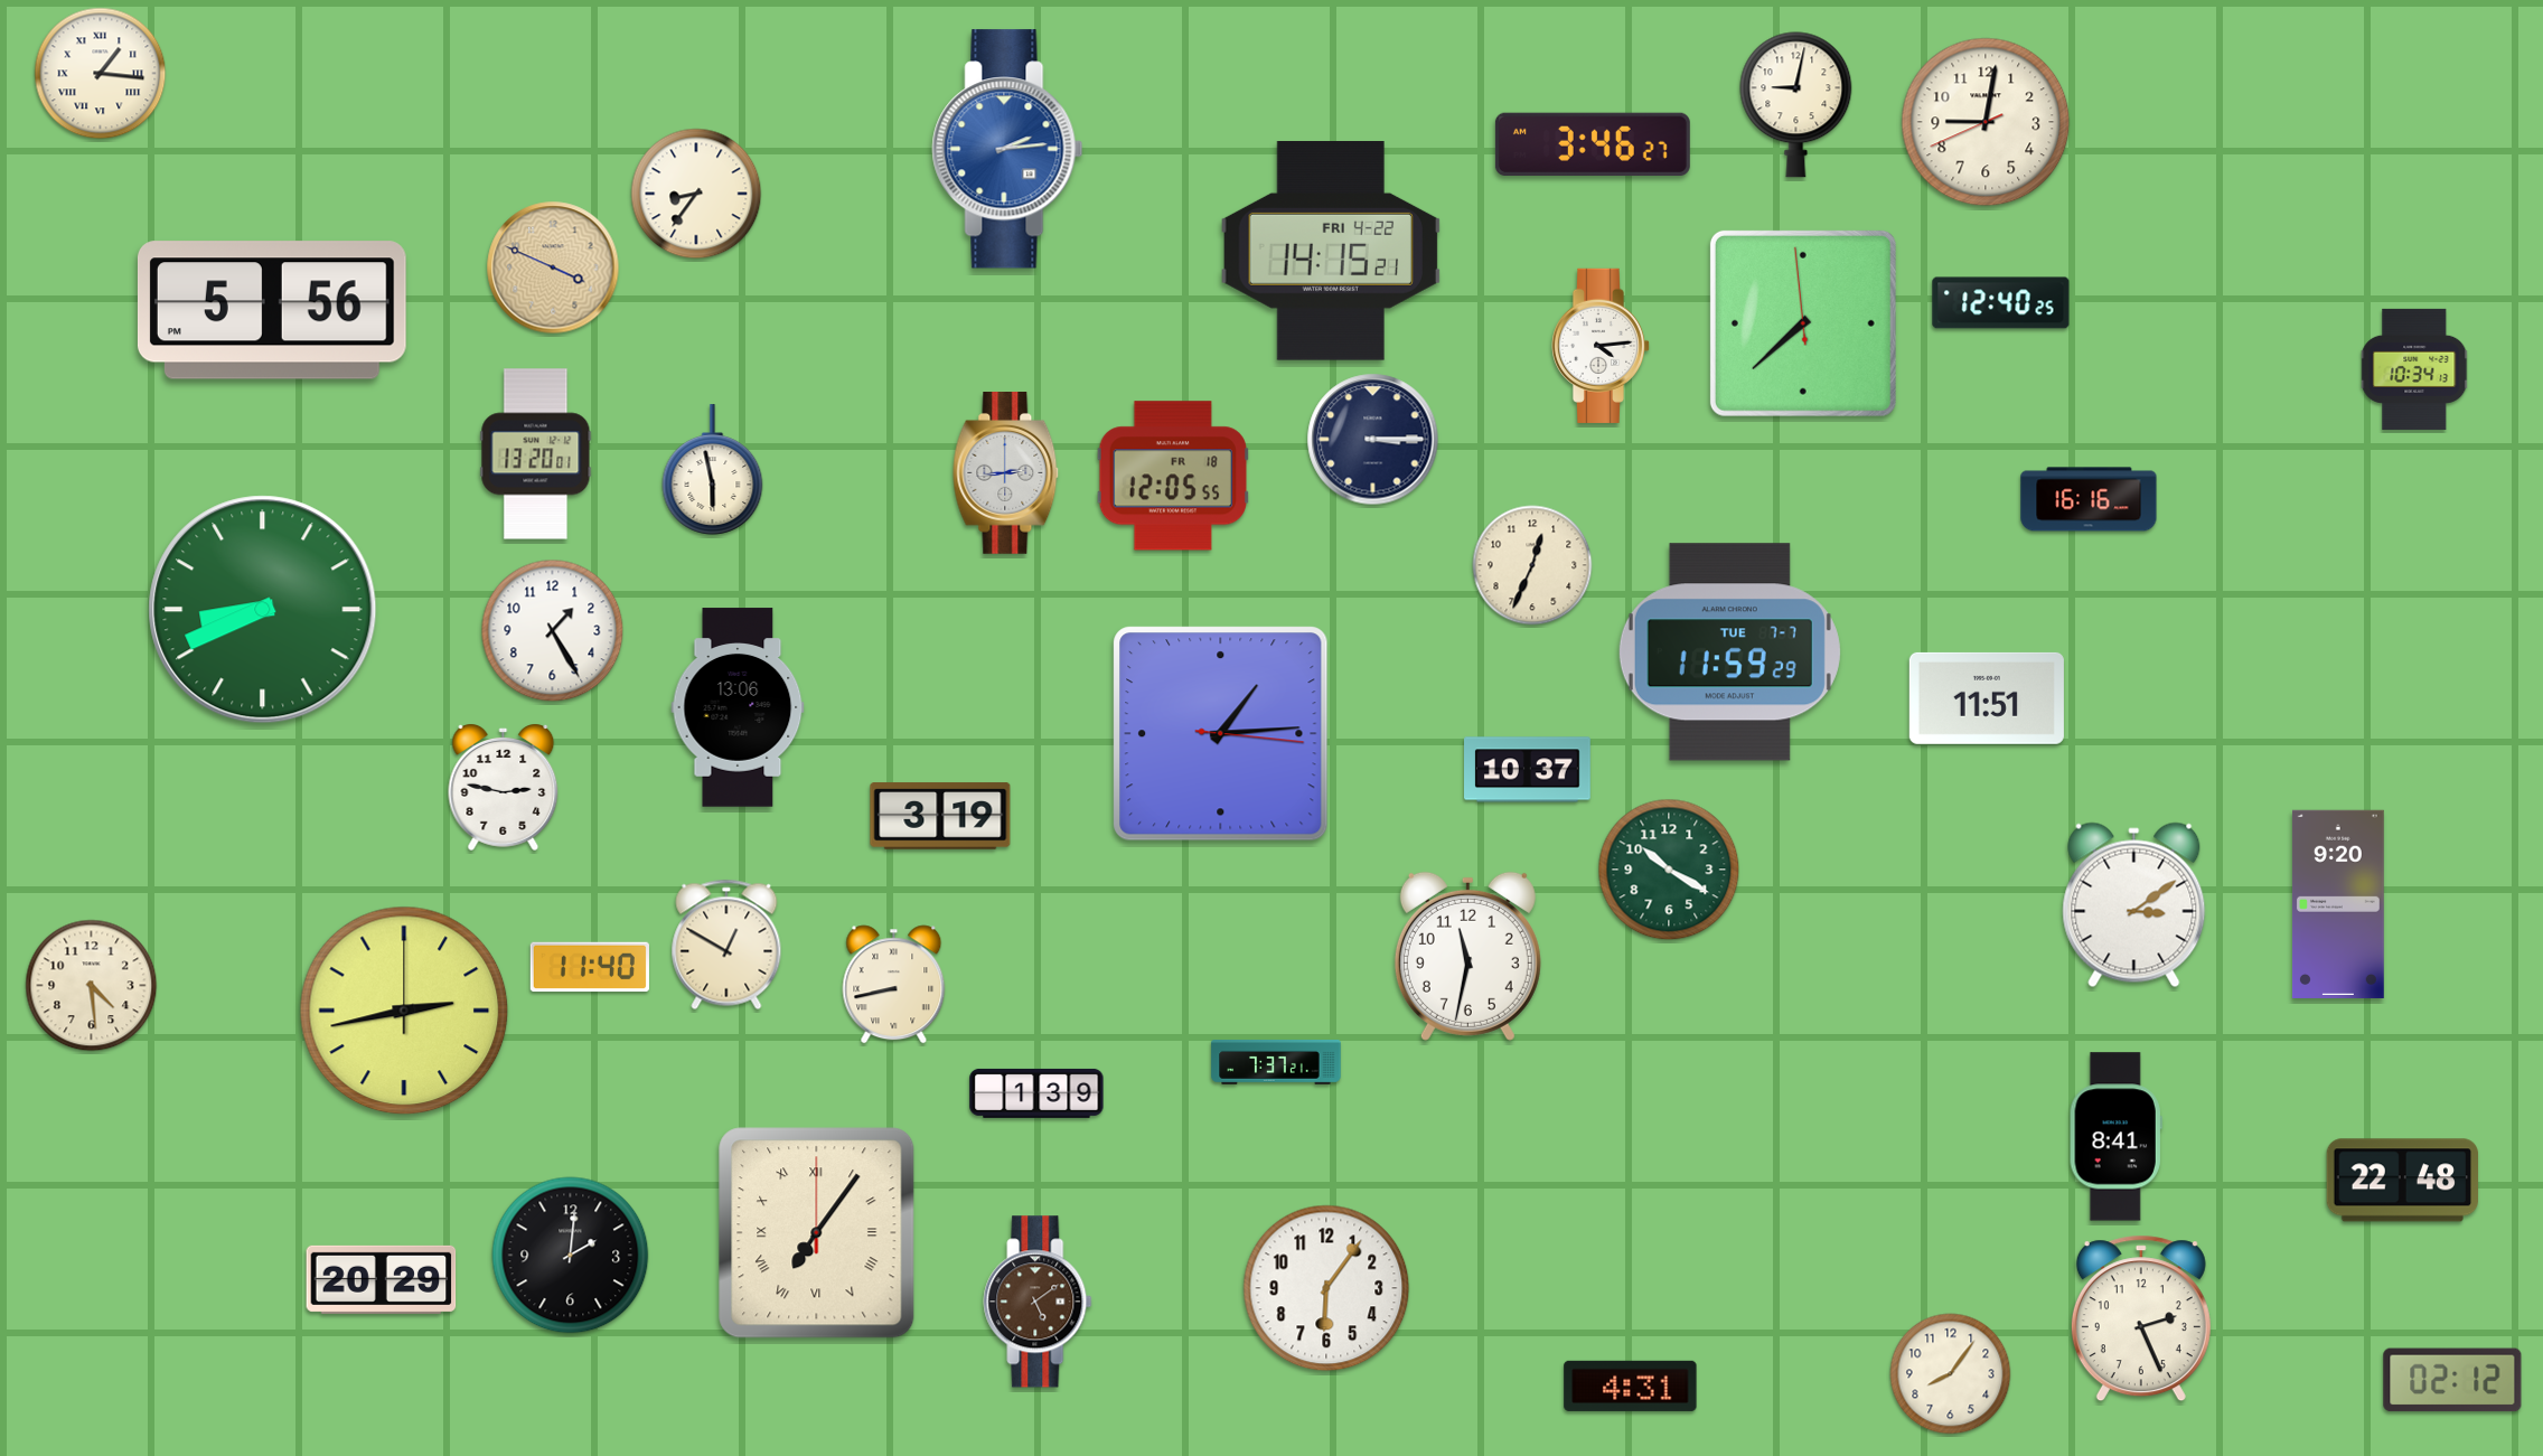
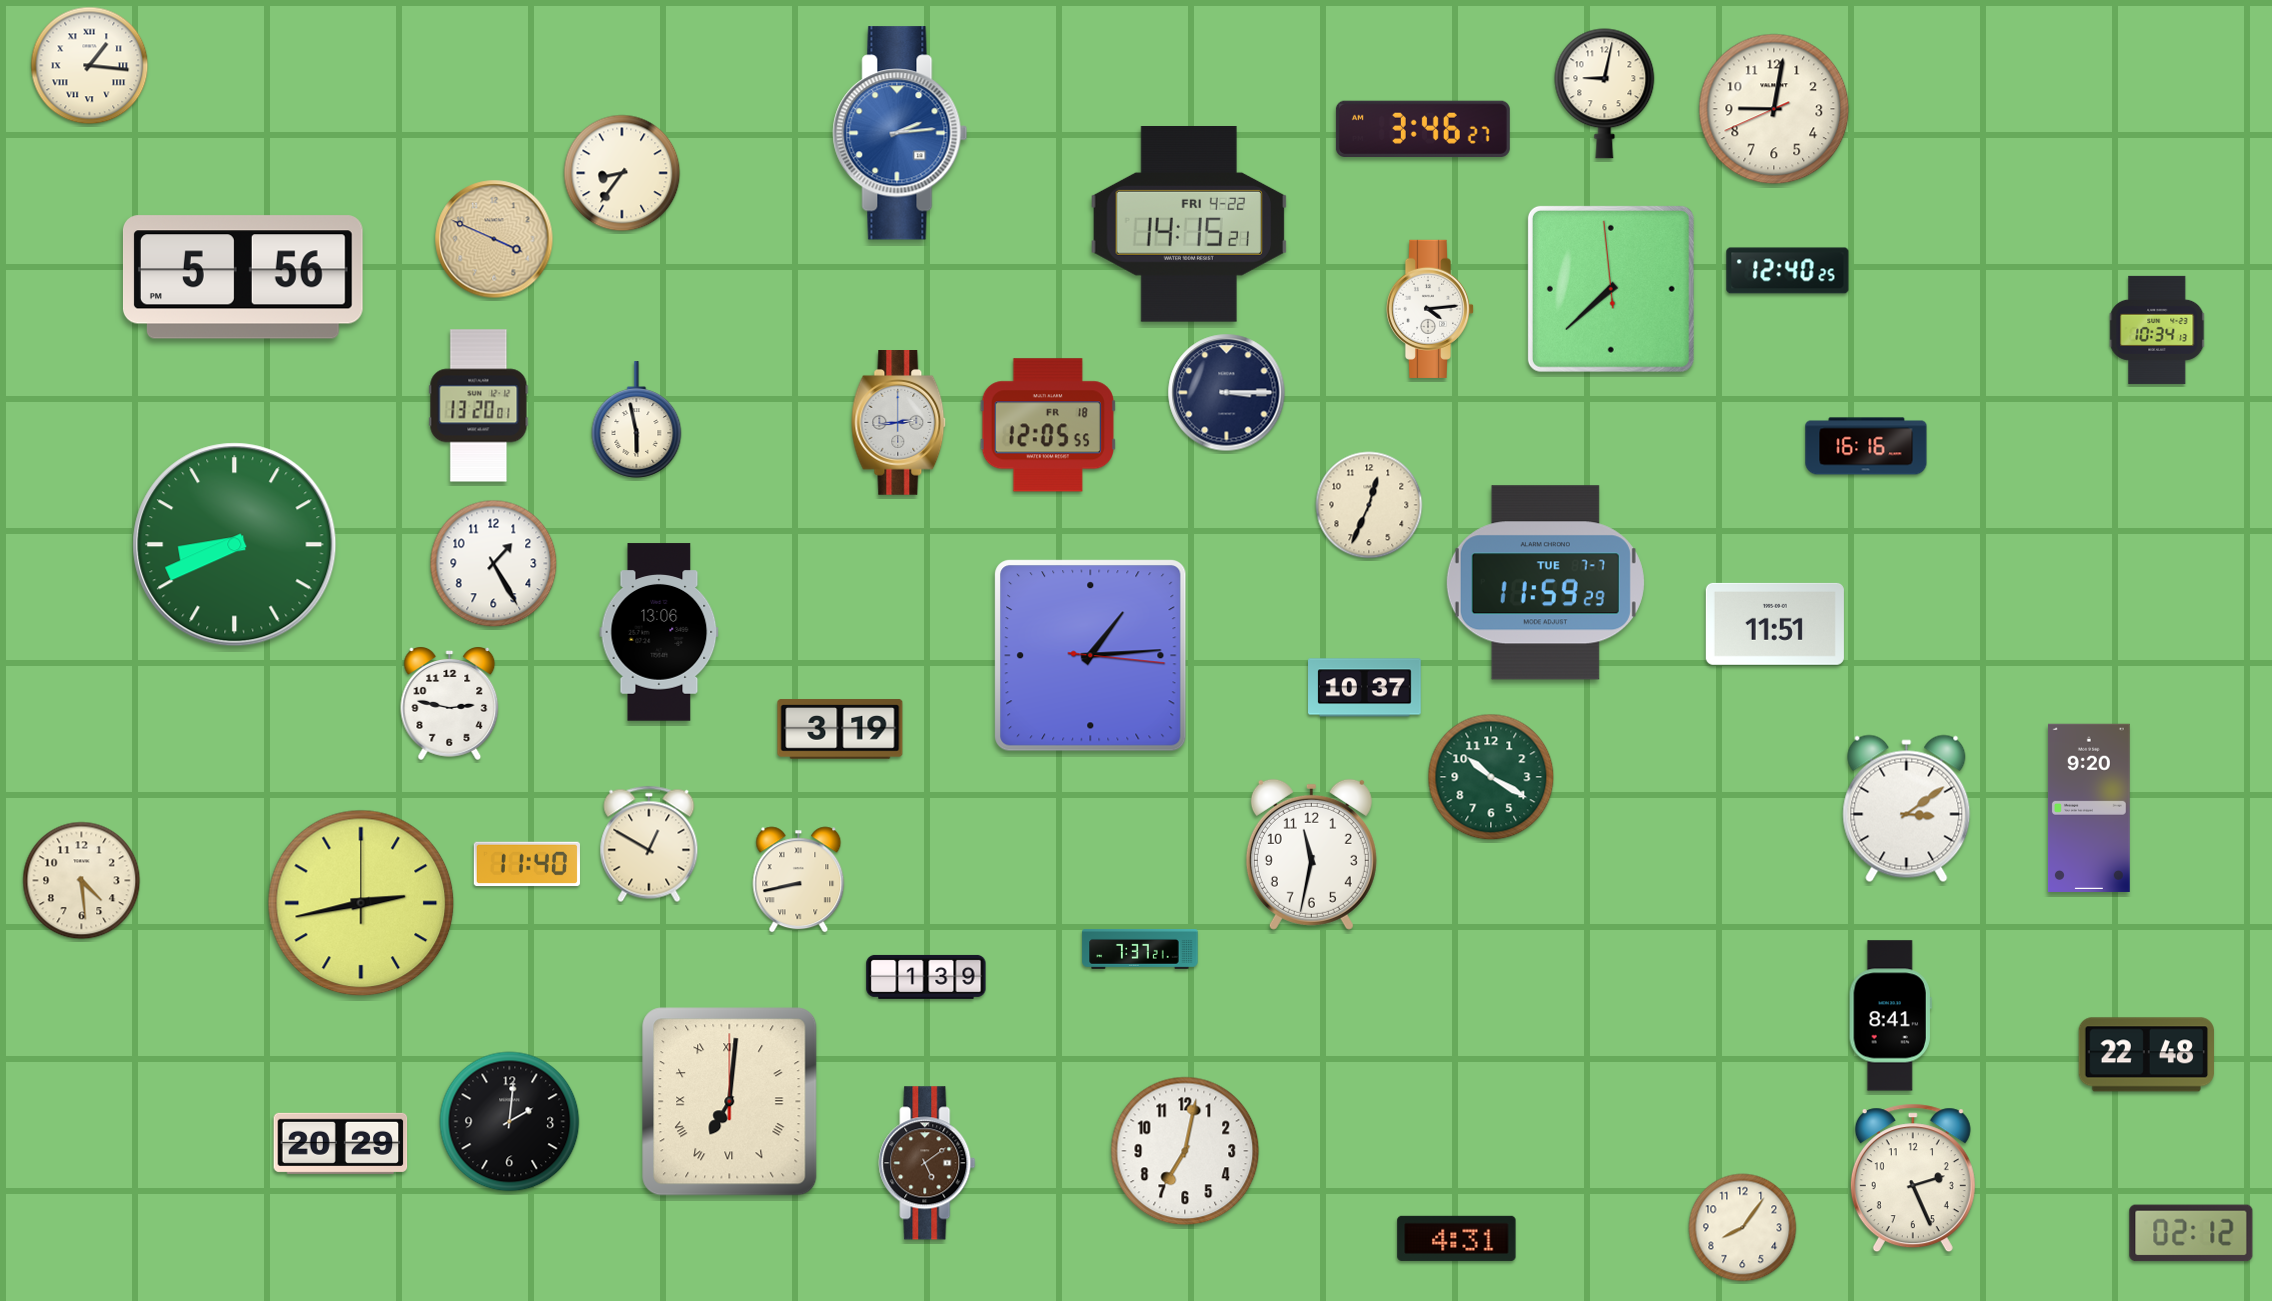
clock at (817, 1233): 7:06 -> 7:01
clock at (1326, 1288): 6:06 -> 7:02
